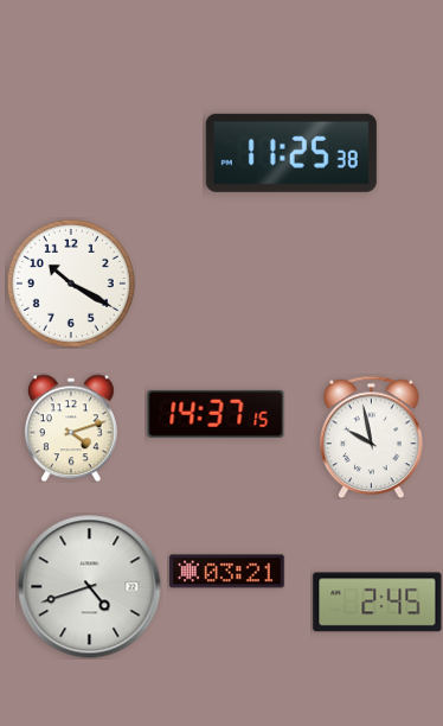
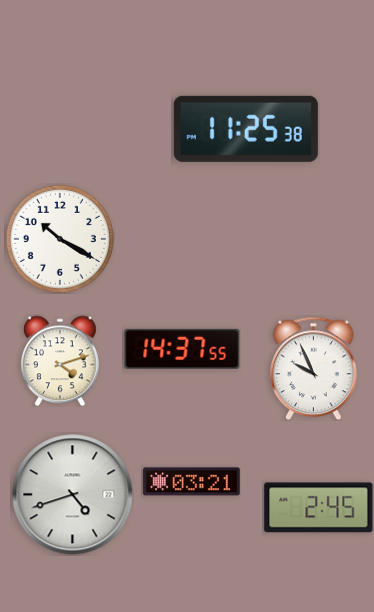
clock at (216, 414): 14:37:15 -> 14:37:55
clock at (372, 437): 9:58 -> 9:56
clock at (90, 587) position: (90, 587) -> (73, 495)
